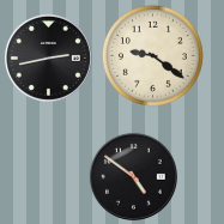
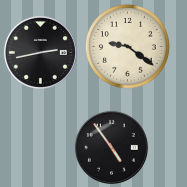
clock at (48, 57) position: (48, 57) -> (40, 52)
clock at (133, 176): 4:51 -> 4:54
